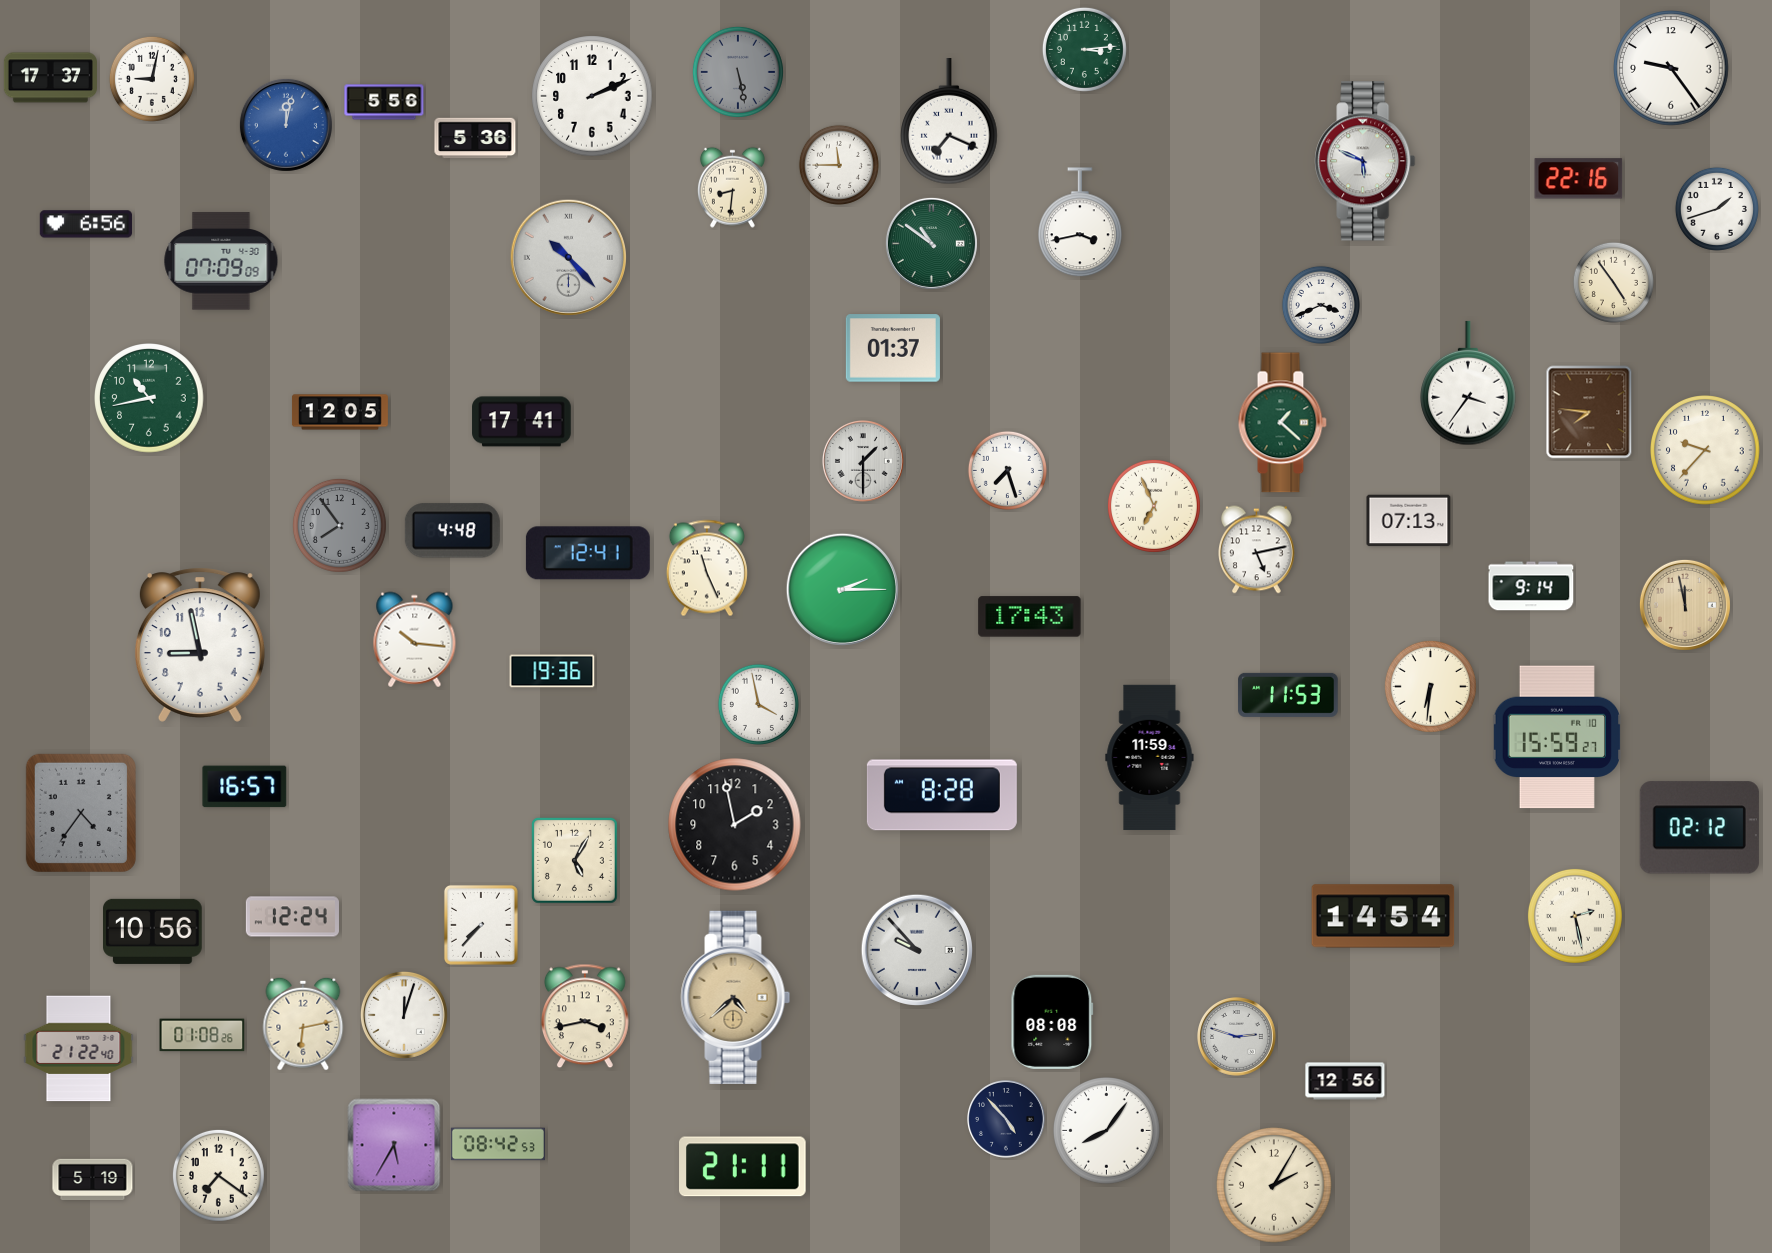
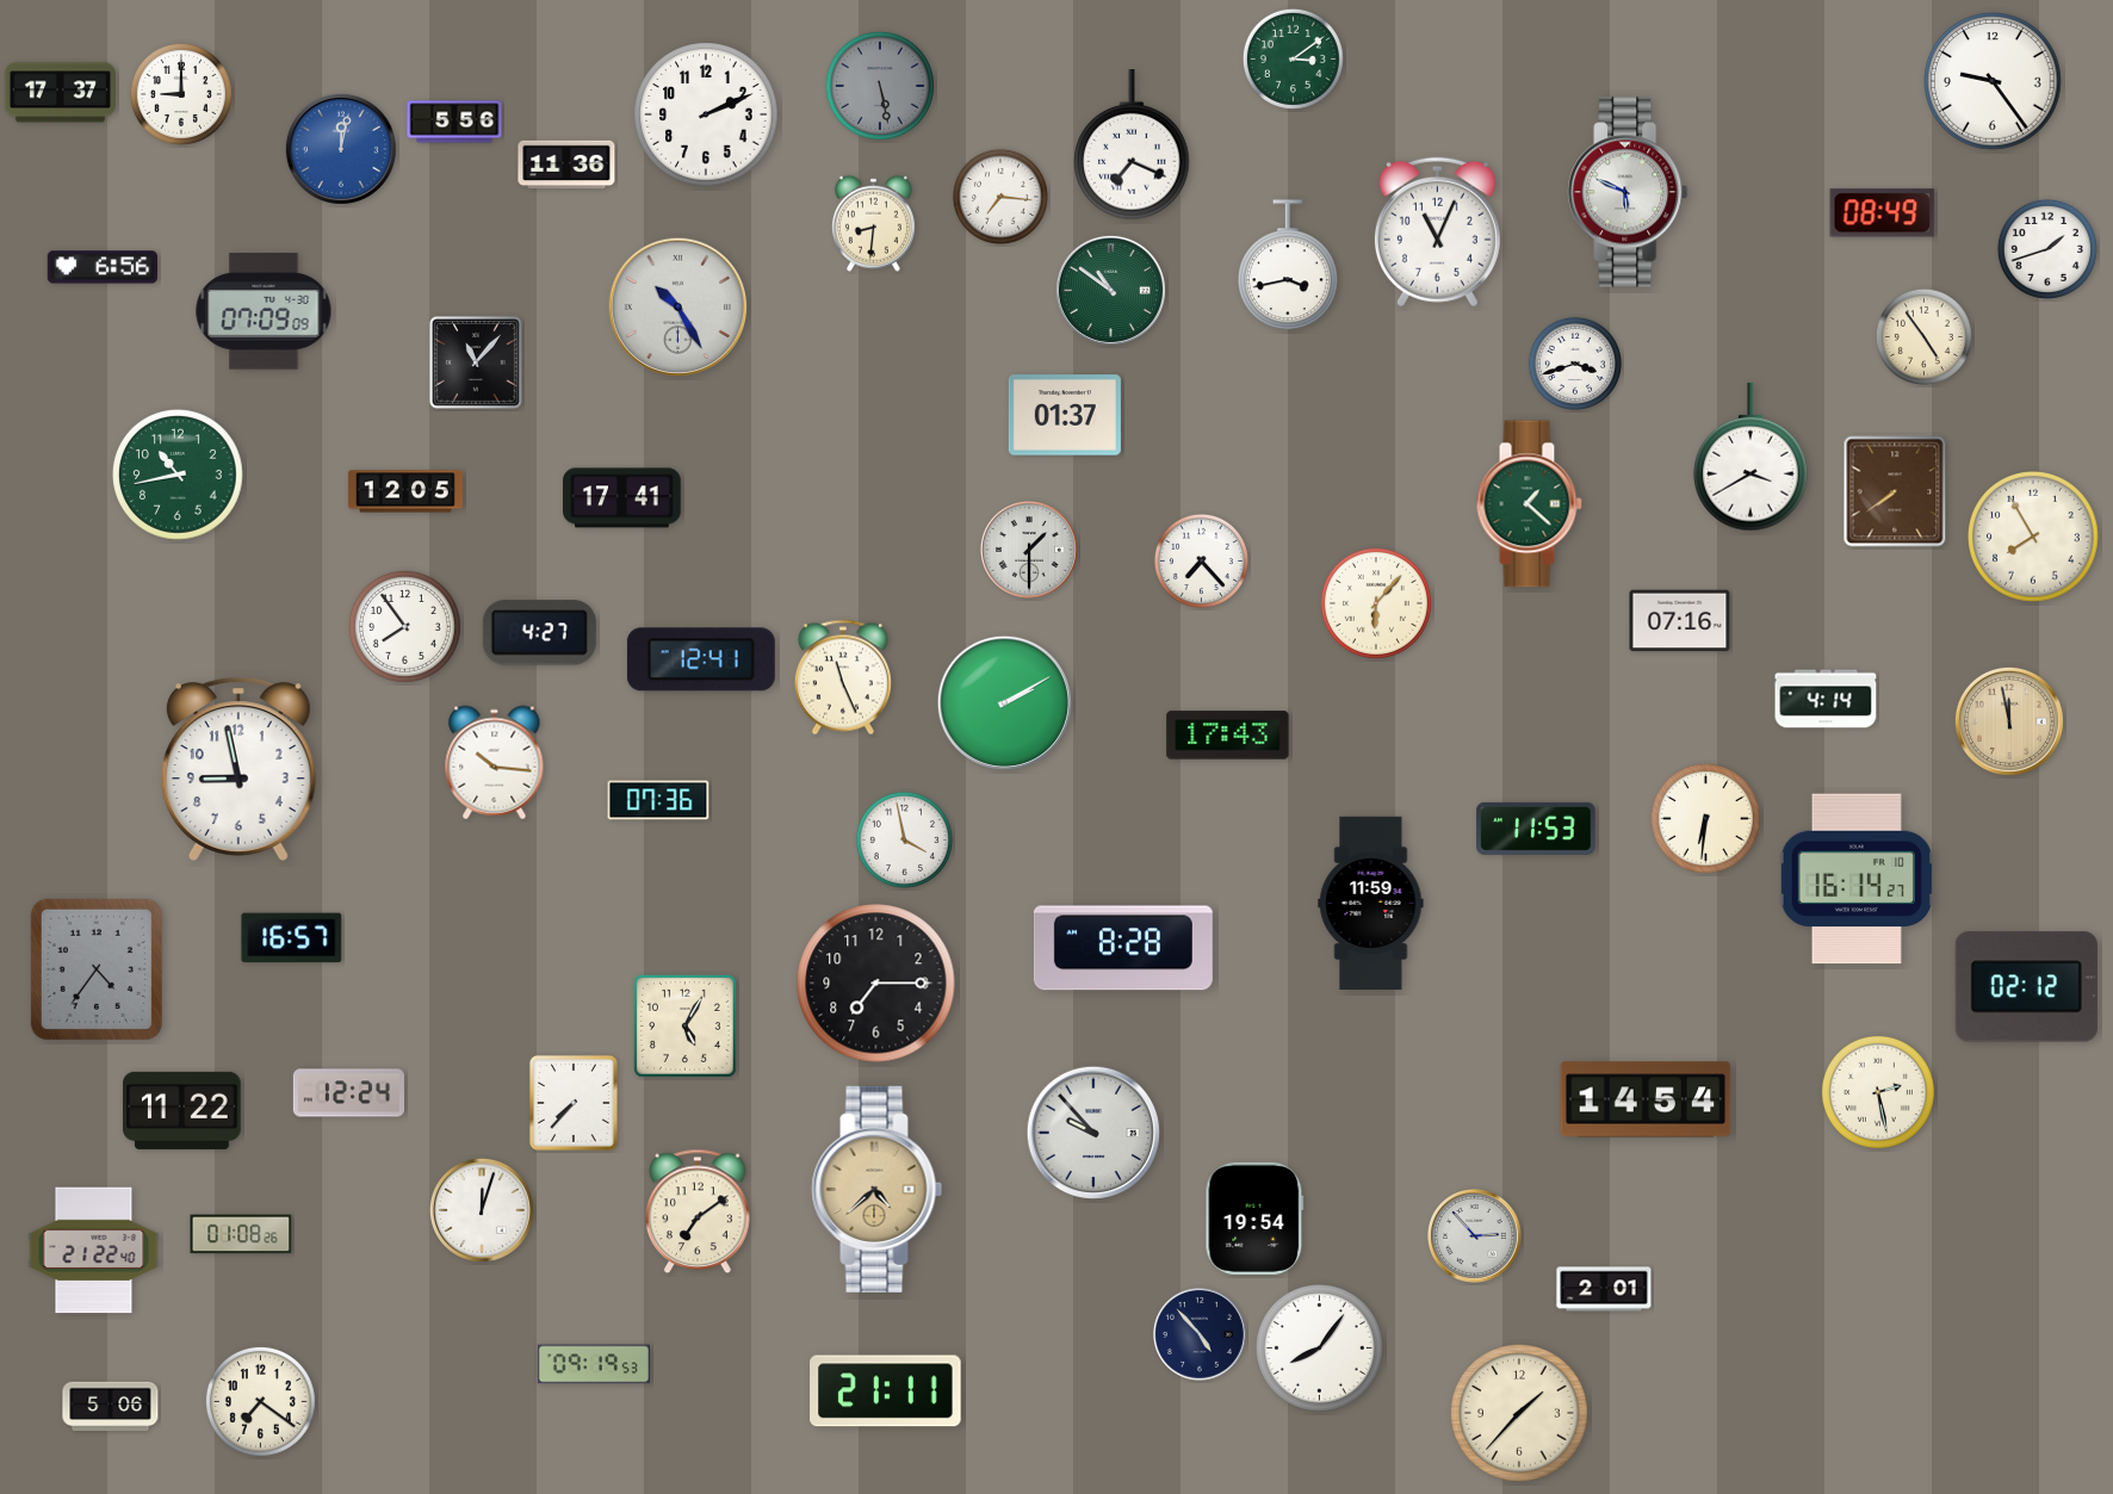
clock at (1084, 49): 3:14 -> 3:09
clock at (152, 79): 9:02 -> 9:00
clock at (384, 102) position: (384, 102) -> (454, 122)
clock at (475, 138): 5:36 -> 11:36
clock at (839, 165): 11:45 -> 7:16
clock at (1579, 179): 22:16 -> 08:49
clock at (1437, 233): none -> 11:04
clock at (568, 257): 10:23 -> 10:25
clock at (476, 362): none -> 11:07
clock at (1321, 305): 3:41 -> 3:42
clock at (1468, 383): 3:36 -> 3:40
clock at (1589, 412): 7:46 -> 7:39
clock at (522, 422) position: (522, 422) -> (622, 498)
clock at (1705, 450): 9:37 -> 7:55
clock at (1007, 470): 7:27 -> 7:23
clock at (1154, 506): 6:56 -> 6:07
clock at (1409, 521): 07:13 -> 07:16
clock at (339, 525) dial: grey -> white
clock at (452, 531): 4:48 -> 4:27
clock at (1257, 550): 5:13 -> none
clock at (1531, 586): 9:14 -> 4:14
clock at (842, 589): 2:15 -> 2:10
clock at (552, 671): 19:36 -> 07:36
clock at (1557, 737): 15:59 -> 16:14
clock at (735, 825): 1:58 -> 7:15
clock at (1383, 916) position: (1383, 916) -> (1646, 1099)
clock at (153, 931): 10:56 -> 11:22
clock at (586, 1016): 3:43 -> 7:09
clock at (1052, 1022): 08:08 -> 19:54
clock at (303, 1024): 6:13 -> none
clock at (1237, 1037): 2:48 -> 2:53
clock at (1345, 1081): 12:56 -> 2:01
clock at (498, 1144): 08:42 -> 09:19
clock at (394, 1145): 5:35 -> none
clock at (93, 1179): 5:19 -> 5:06
clock at (1274, 1185): 2:05 -> 1:37
